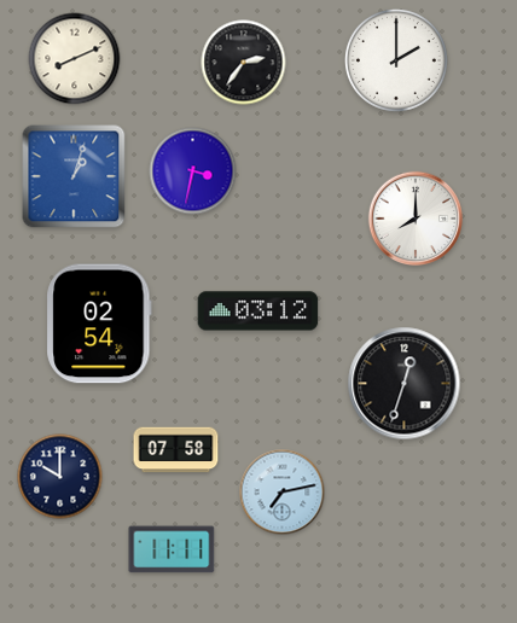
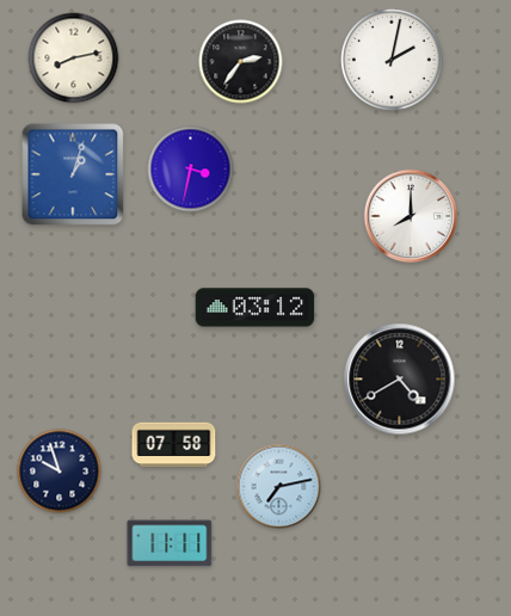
clock at (75, 59): 8:11 -> 8:13
clock at (396, 60): 2:00 -> 2:02
clock at (99, 324): 02:54 -> none
clock at (405, 384): 12:33 -> 4:40
clock at (60, 477): 10:00 -> 9:57
